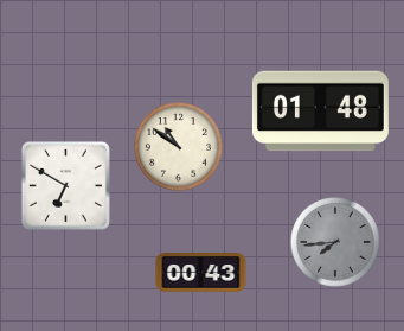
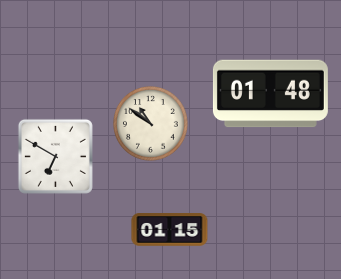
clock at (335, 242): 7:44 -> none
clock at (201, 273): 00:43 -> 01:15
